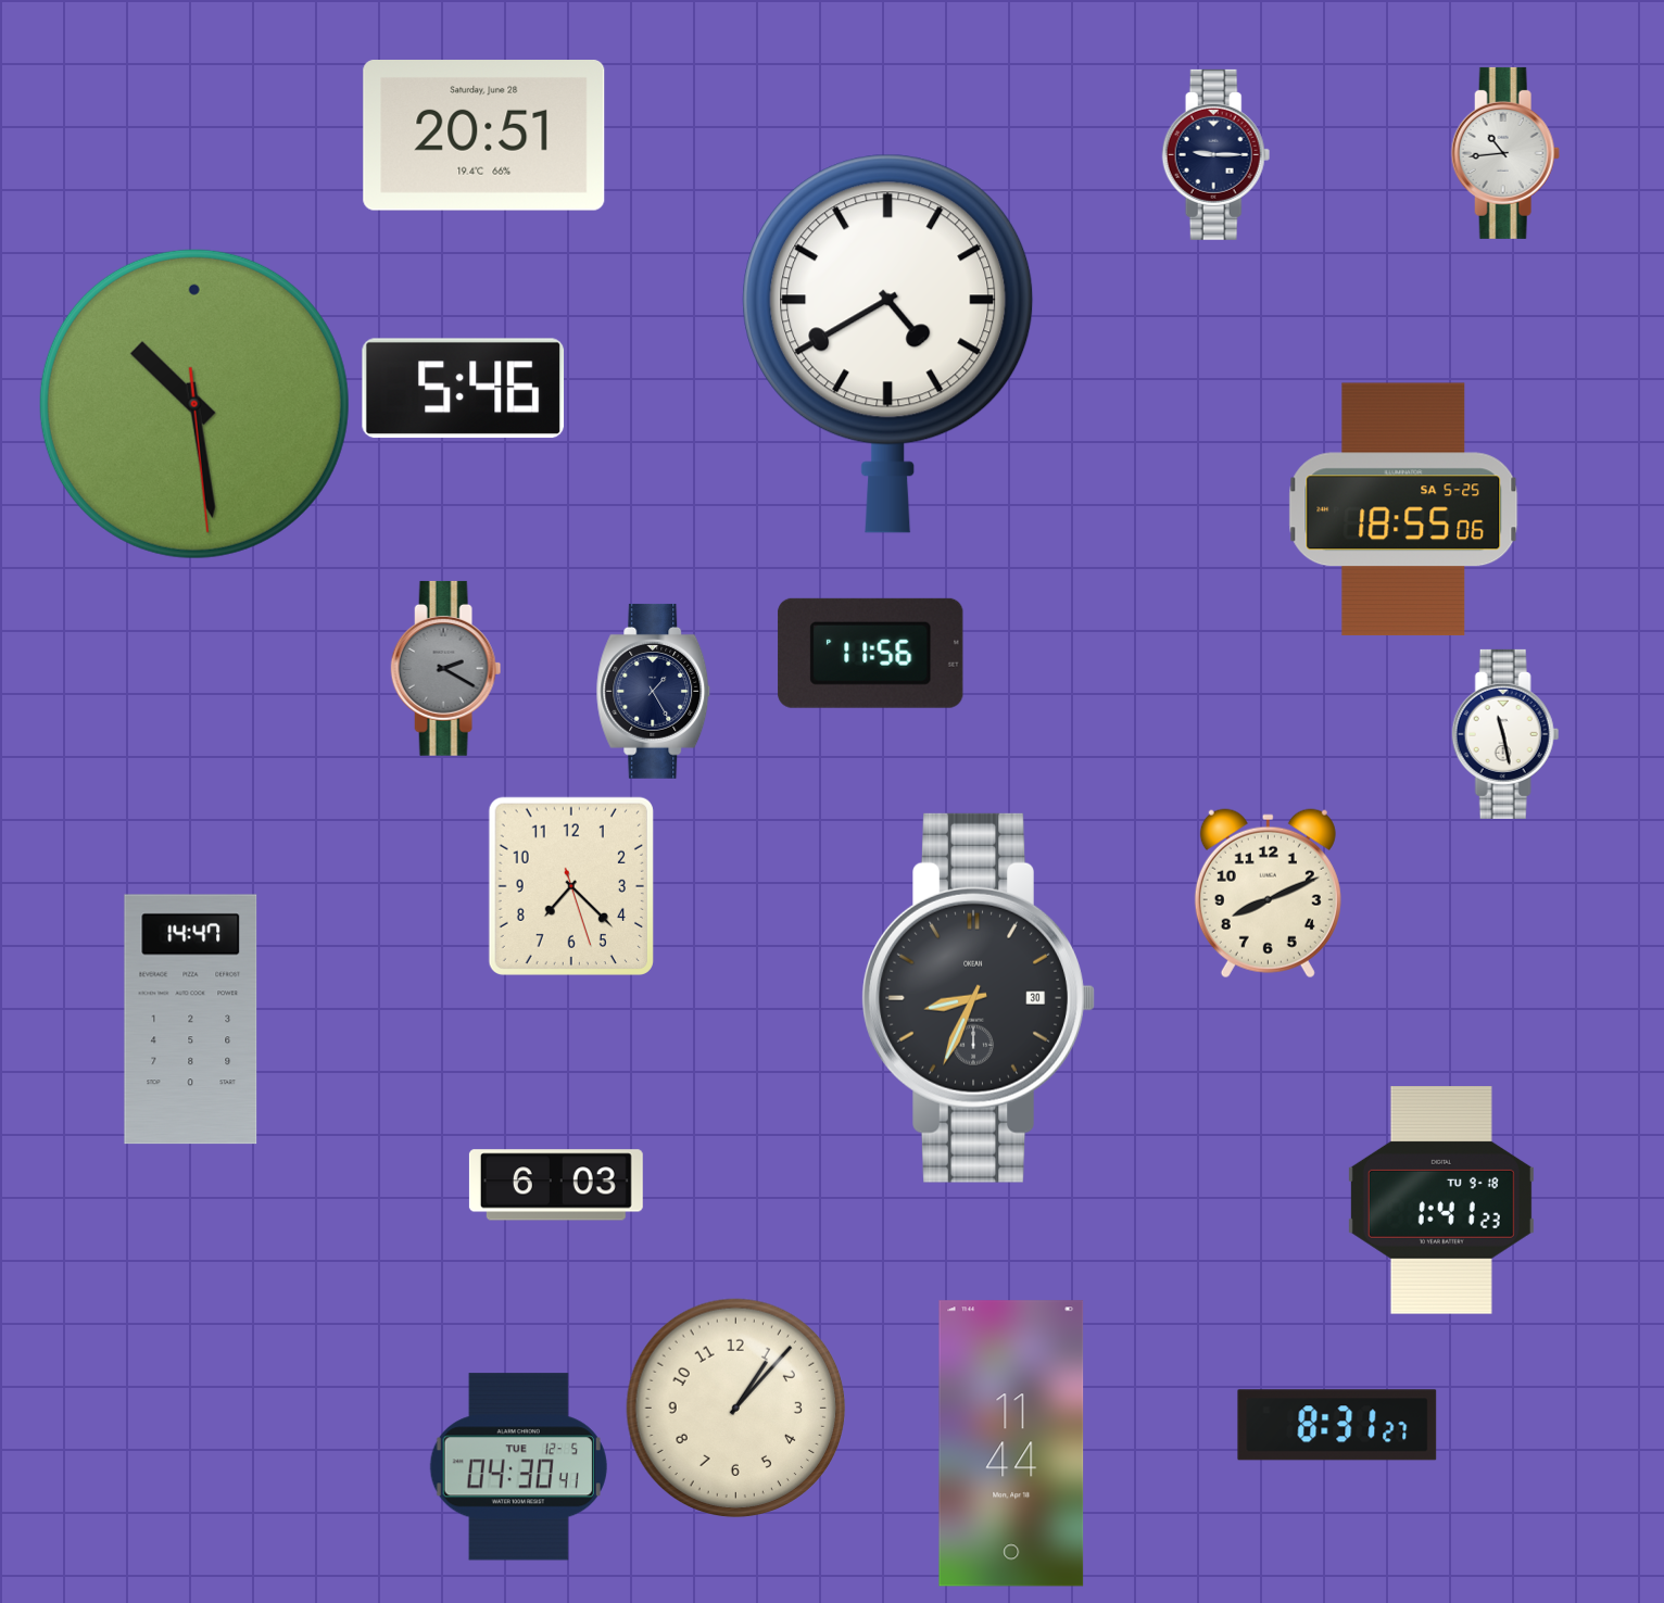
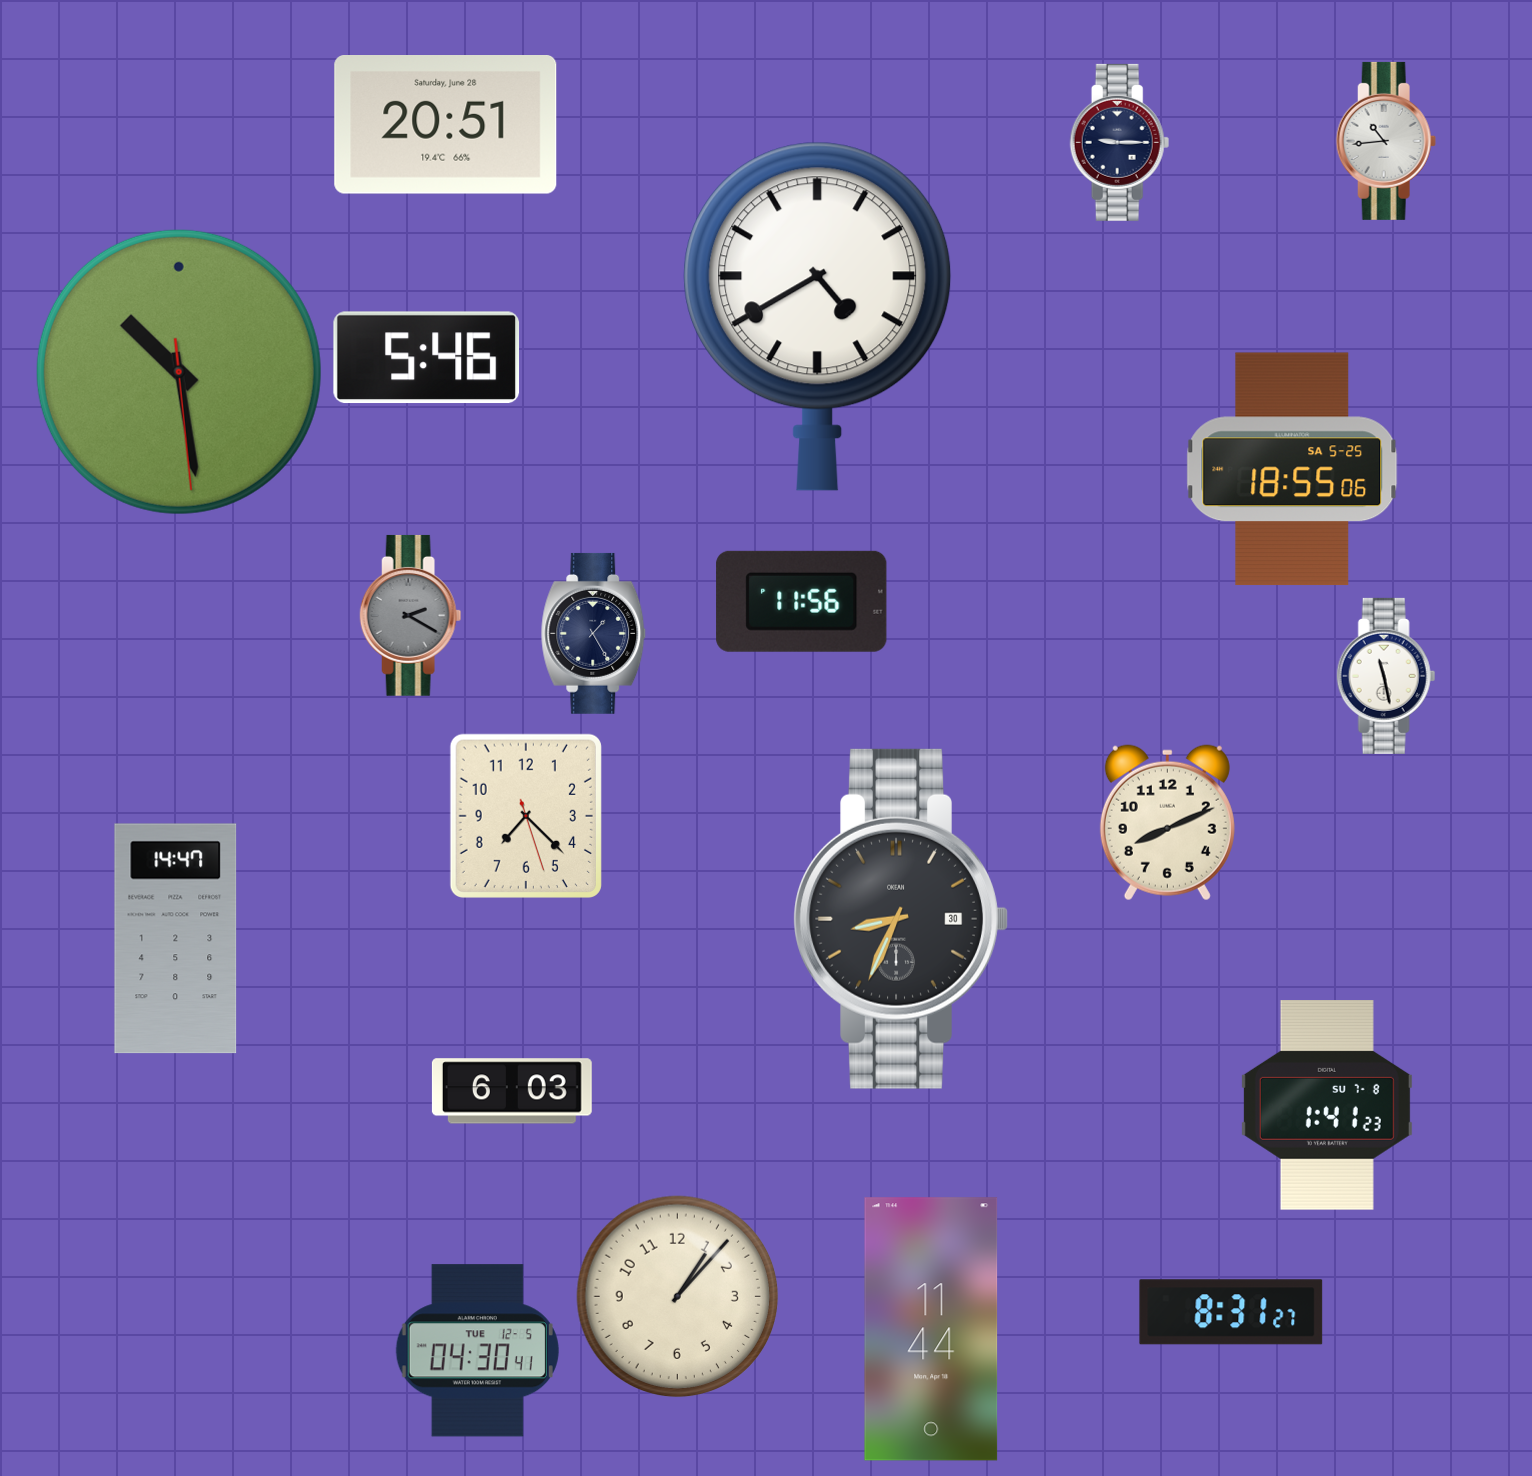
clock at (654, 691) position: (654, 691) -> (594, 633)
clock at (1441, 1200) date: TU 9-18 -> SU 7-8
